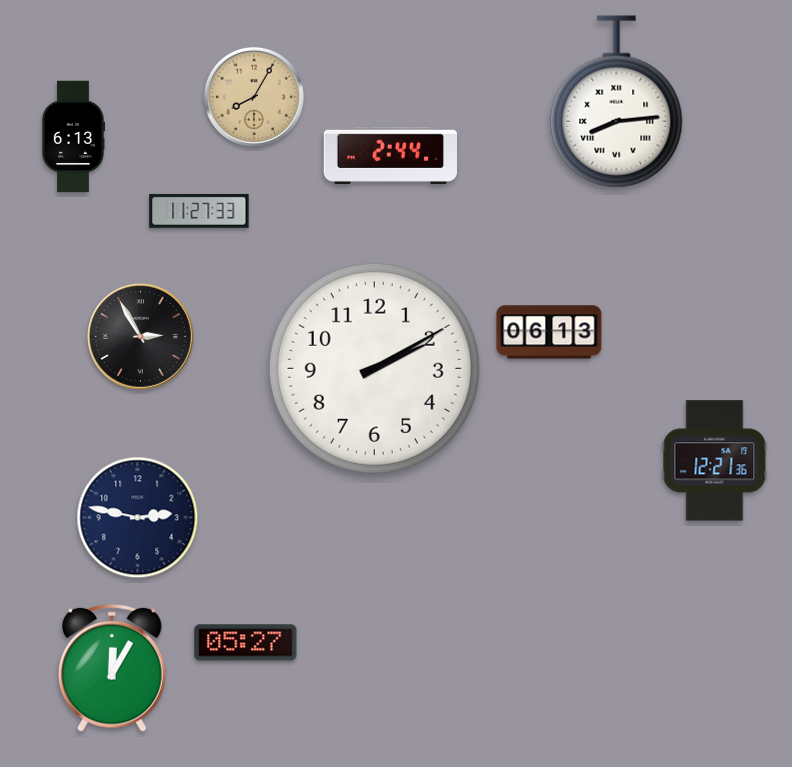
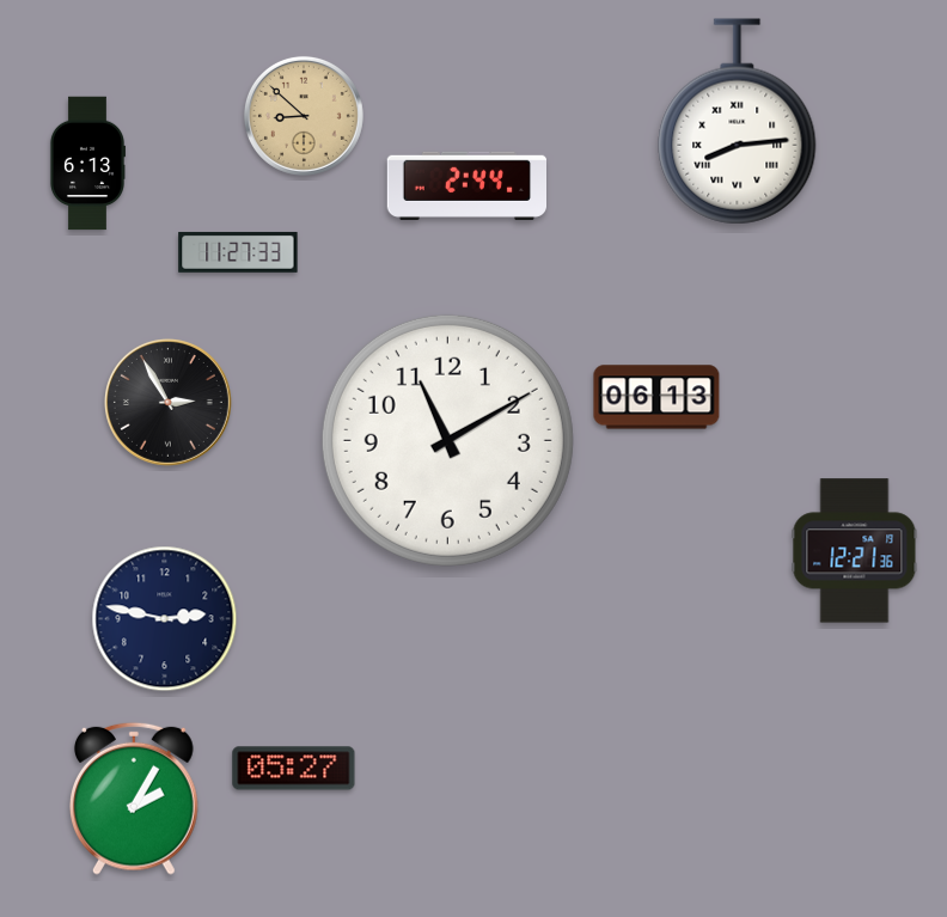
clock at (254, 97): 8:05 -> 8:52
clock at (374, 368): 2:10 -> 11:10
clock at (113, 668): 12:05 -> 2:05
